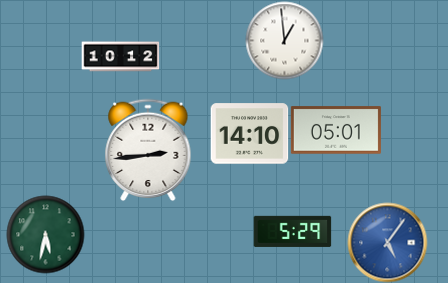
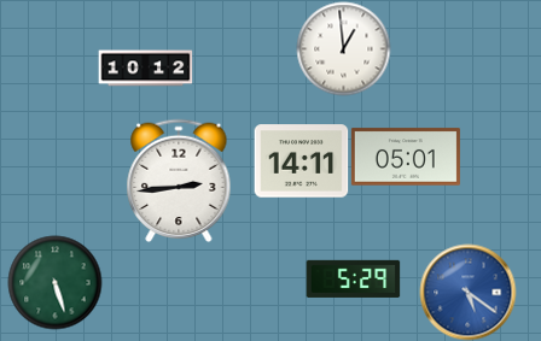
clock at (249, 134): 14:10 -> 14:11
clock at (45, 234): 5:32 -> 5:27
clock at (387, 242): 5:06 -> 5:21
